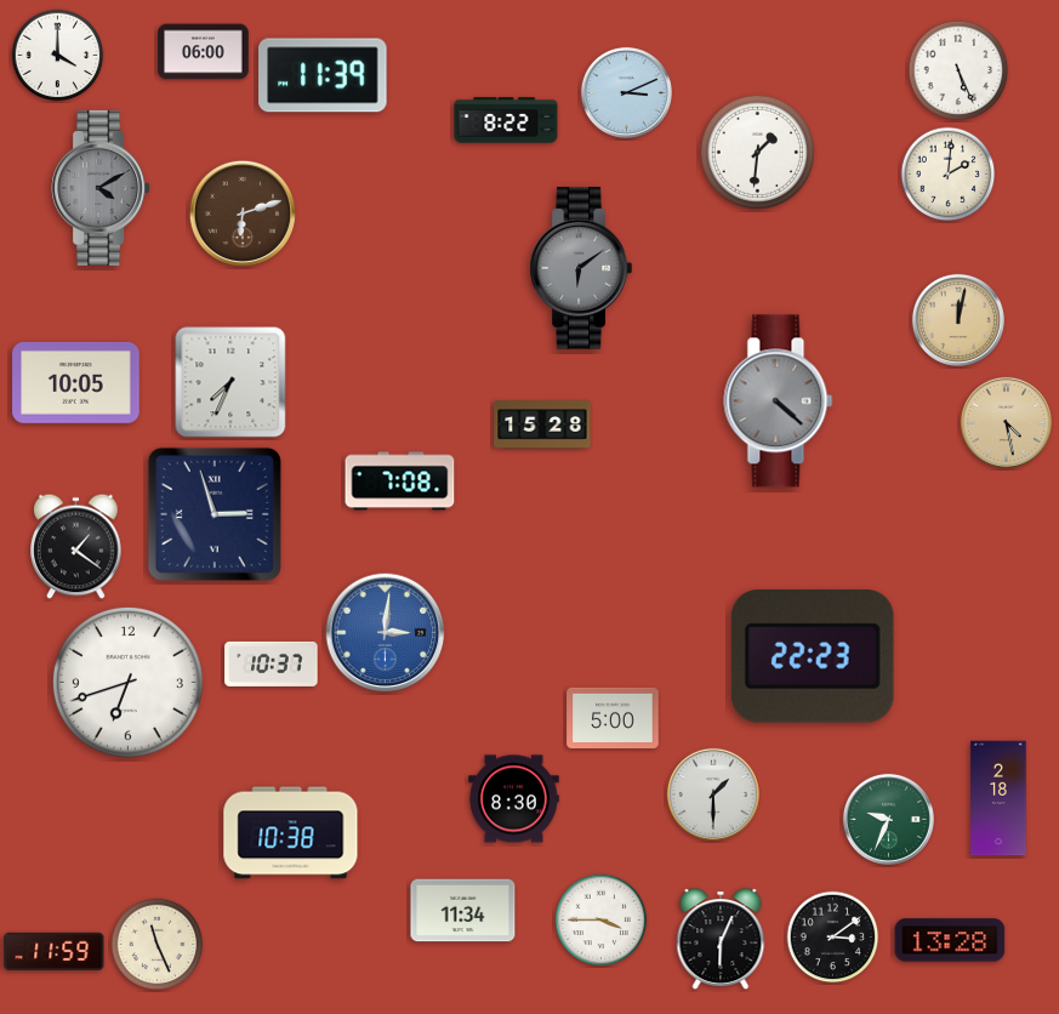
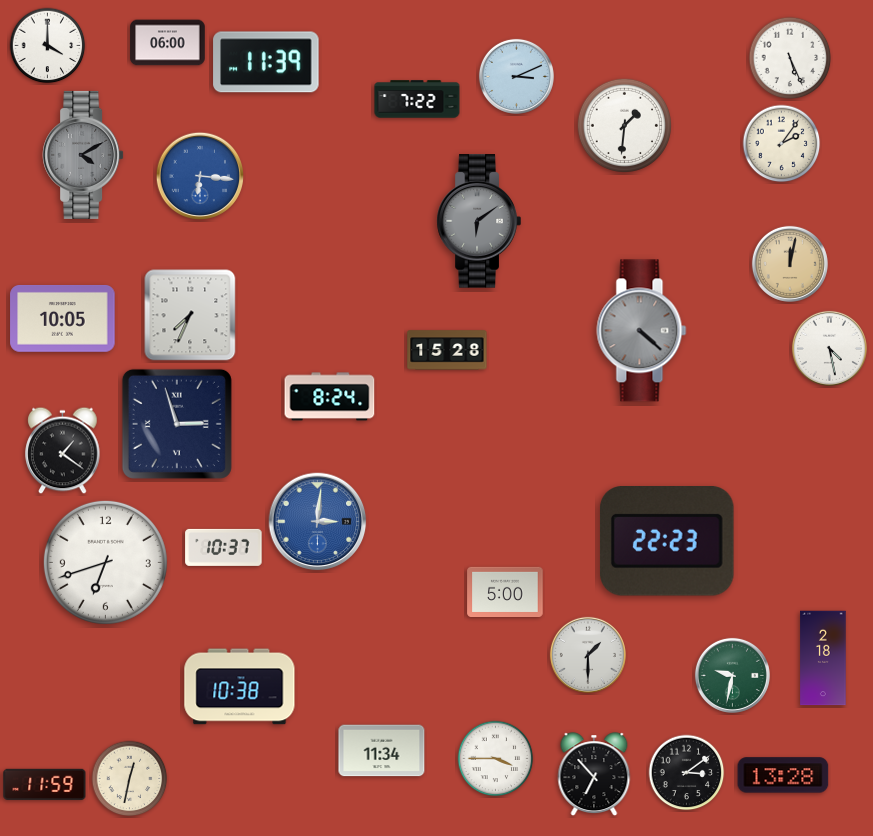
clock at (506, 120): 8:22 -> 7:22
clock at (949, 175): 2:01 -> 2:06
clock at (243, 213): 6:12 -> 6:16
clock at (243, 213) dial: brown -> blue
clock at (76, 382) position: (76, 382) -> (63, 318)
clock at (1006, 422) dial: champagne -> white
clock at (400, 482): 7:08 -> 8:24
clock at (813, 657) position: (813, 657) -> (667, 542)
clock at (514, 799): 8:30 -> none
clock at (888, 819): 9:34 -> 9:32
clock at (721, 940): 6:04 -> 6:53
clock at (158, 945): 11:26 -> 12:32
